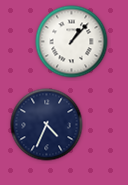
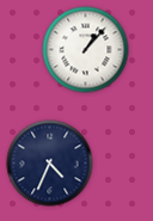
clock at (47, 125) position: (47, 125) -> (50, 164)
